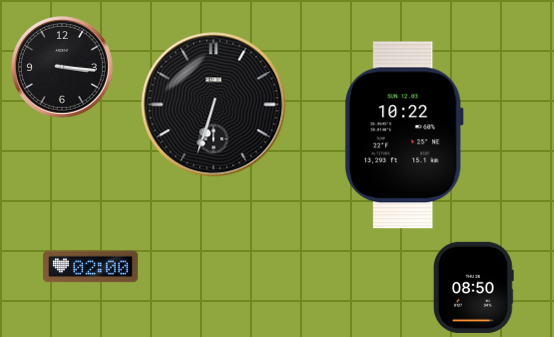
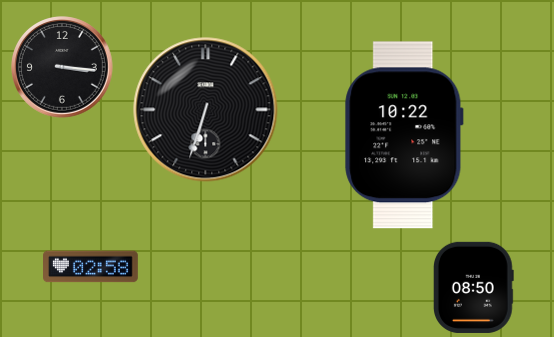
clock at (214, 105) position: (214, 105) -> (206, 110)
clock at (91, 267): 02:00 -> 02:58
